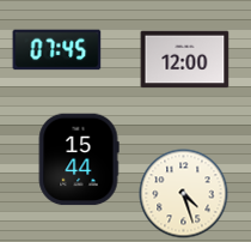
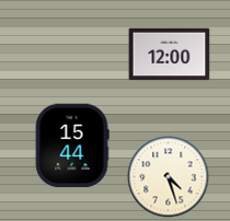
clock at (57, 50): 07:45 -> none
